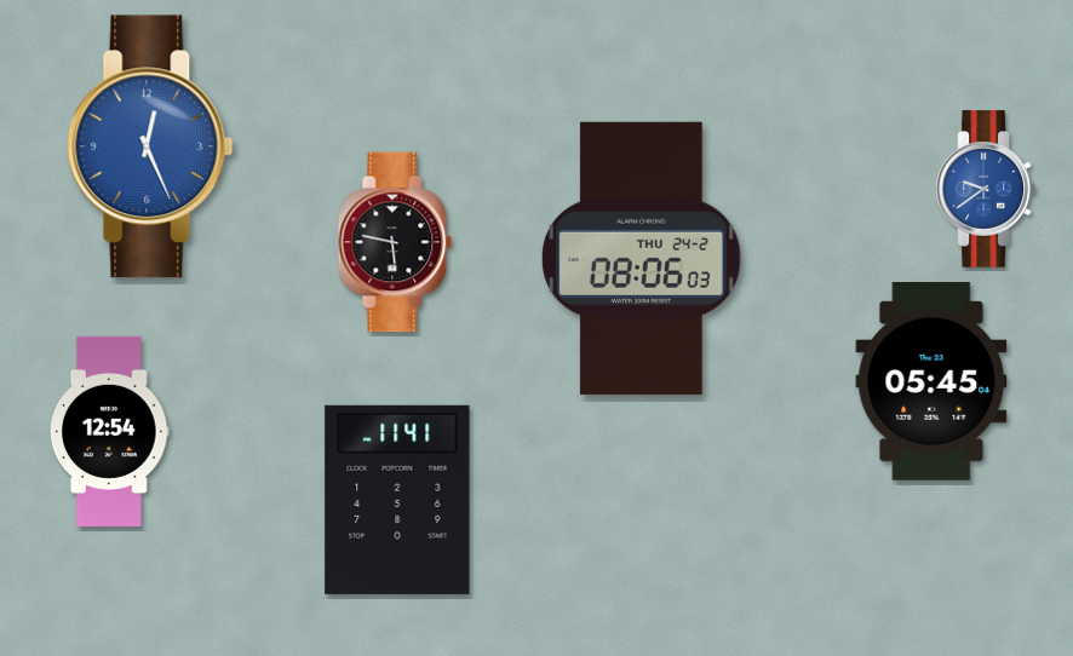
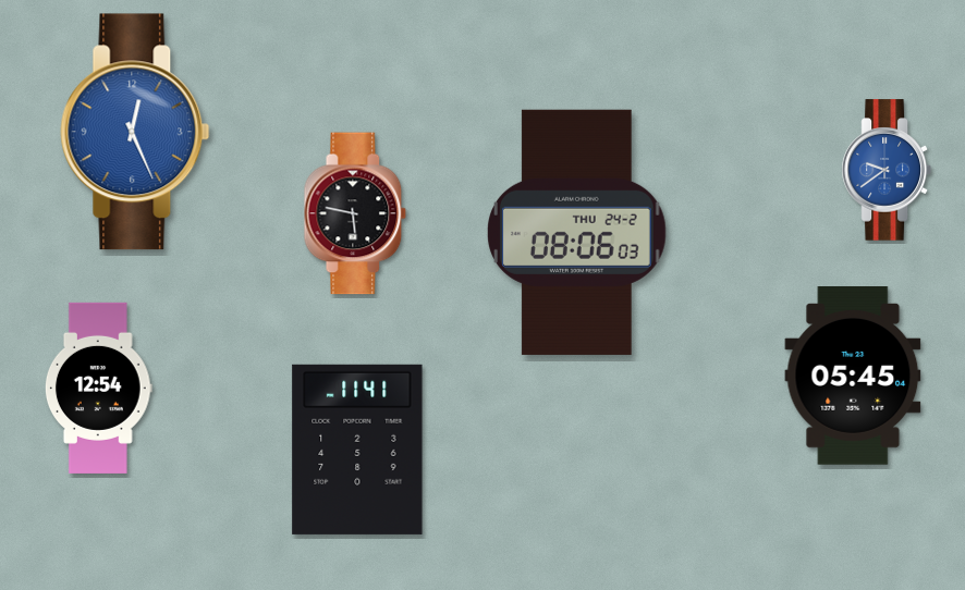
clock at (395, 242) position: (395, 242) -> (355, 213)
clock at (931, 382) position: (931, 382) -> (853, 377)
